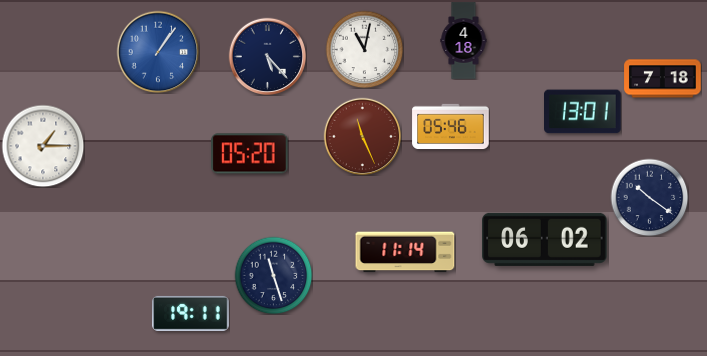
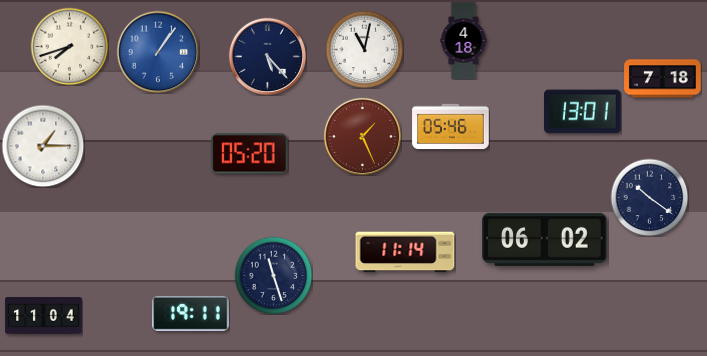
clock at (69, 46): none -> 7:42
clock at (362, 136): 11:26 -> 1:26
clock at (44, 316): none -> 11:04
